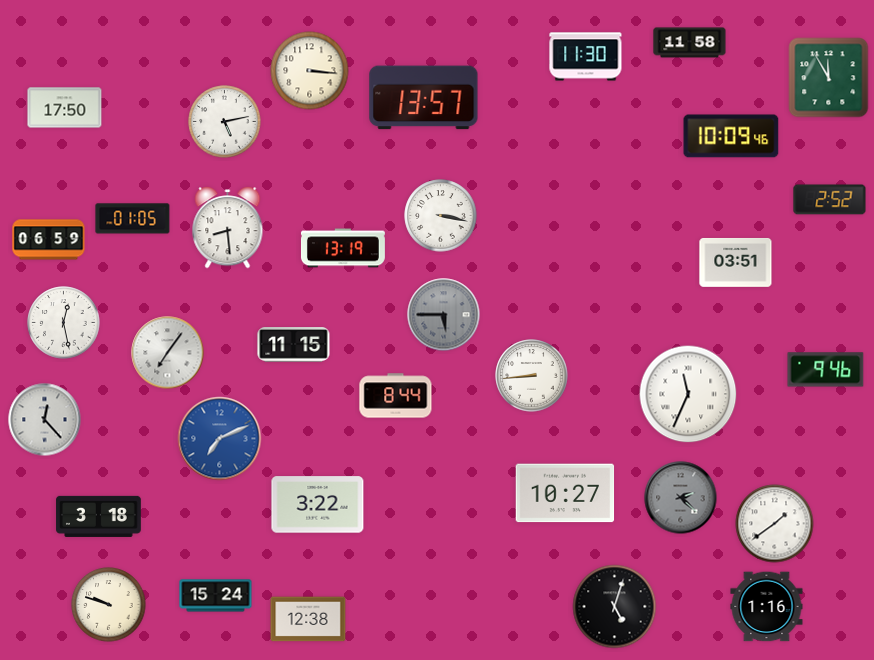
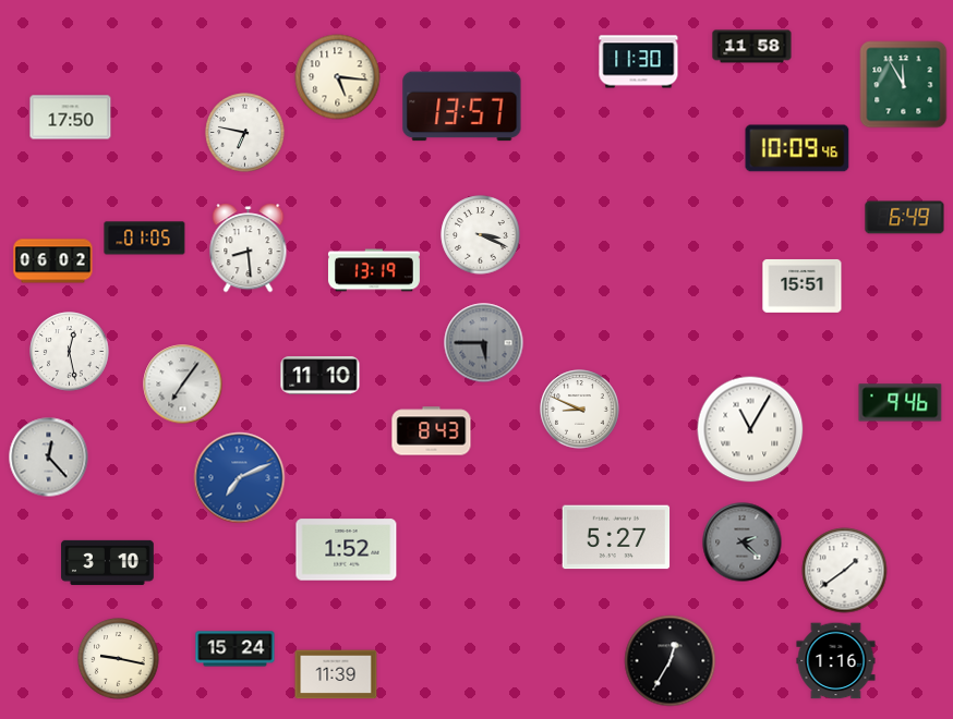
clock at (310, 71): 3:16 -> 5:16
clock at (225, 122): 5:13 -> 6:47
clock at (830, 200): 2:52 -> 6:49
clock at (441, 216): 3:17 -> 3:19
clock at (49, 240): 06:59 -> 06:02
clock at (736, 262): 03:51 -> 15:51
clock at (294, 345): 11:15 -> 11:10
clock at (532, 376): 8:44 -> 8:49
clock at (688, 394): 11:34 -> 11:05
clock at (396, 396): 8:44 -> 8:43
clock at (565, 493): 10:27 -> 5:27
clock at (318, 505): 3:22 -> 1:52
clock at (99, 516): 3:18 -> 3:10
clock at (109, 605): 9:48 -> 9:17
clock at (615, 607): 5:03 -> 12:35
clock at (308, 619): 12:38 -> 11:39
